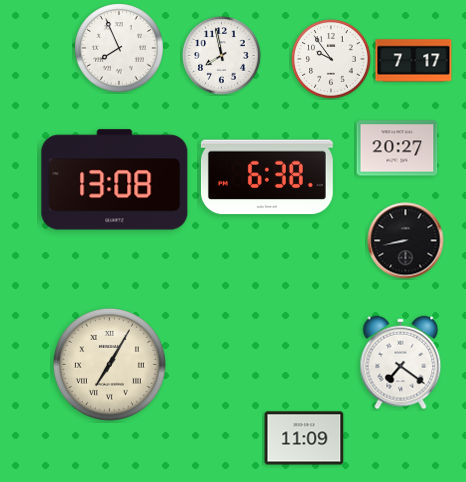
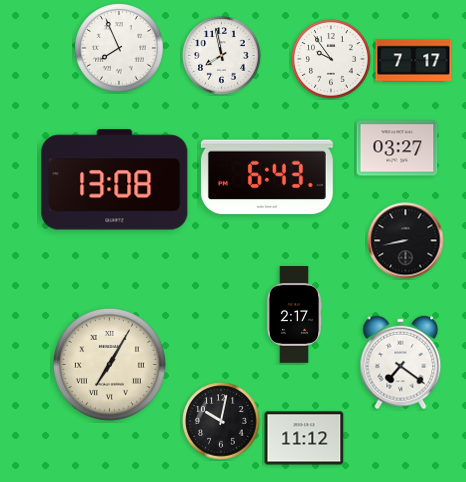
clock at (397, 148): 20:27 -> 03:27
clock at (267, 177): 6:38 -> 6:43
clock at (294, 315): none -> 2:17
clock at (221, 421): none -> 10:02
clock at (304, 438): 11:09 -> 11:12
